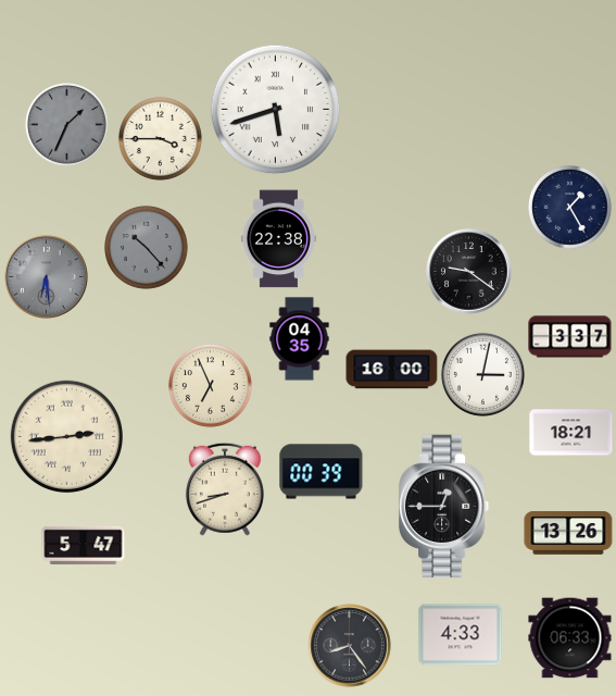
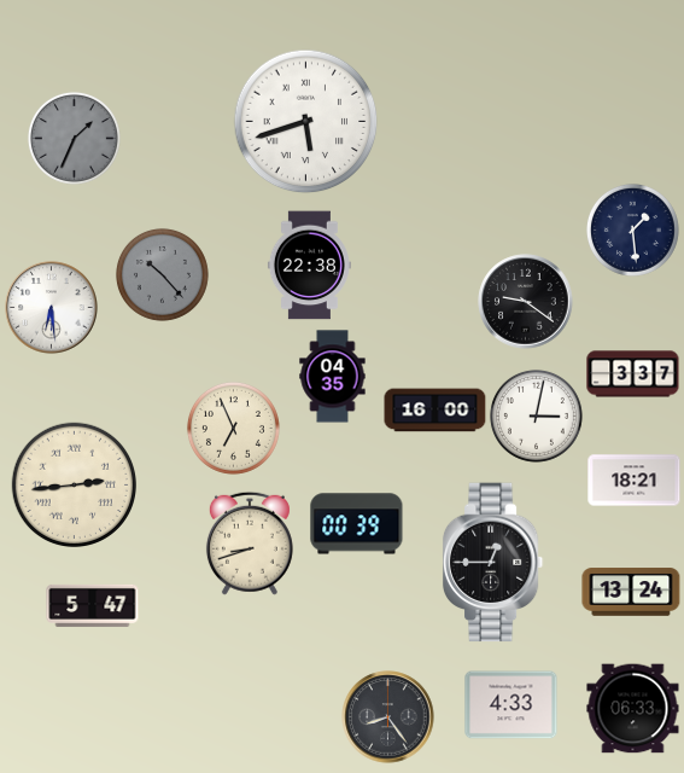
clock at (160, 138): 3:45 -> none
clock at (569, 207): 1:25 -> 1:29
clock at (469, 272) position: (469, 272) -> (526, 302)
clock at (47, 277) dial: grey -> white
clock at (568, 533): 13:26 -> 13:24
